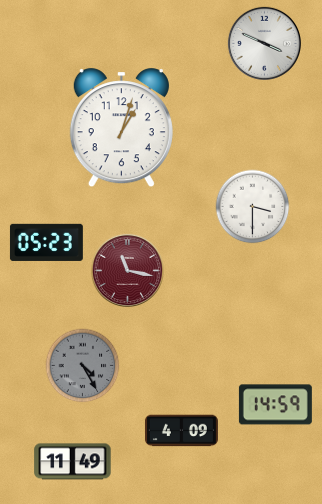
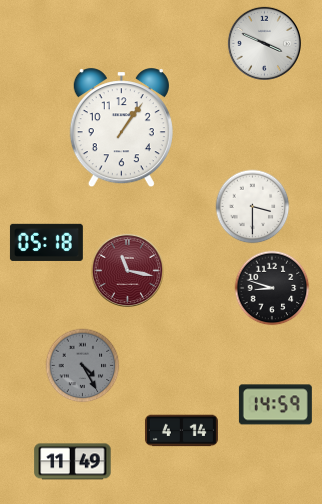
clock at (121, 128): 1:03 -> 1:06
clock at (46, 242): 05:23 -> 05:18
clock at (272, 288): none -> 8:48
clock at (181, 431): 4:09 -> 4:14
